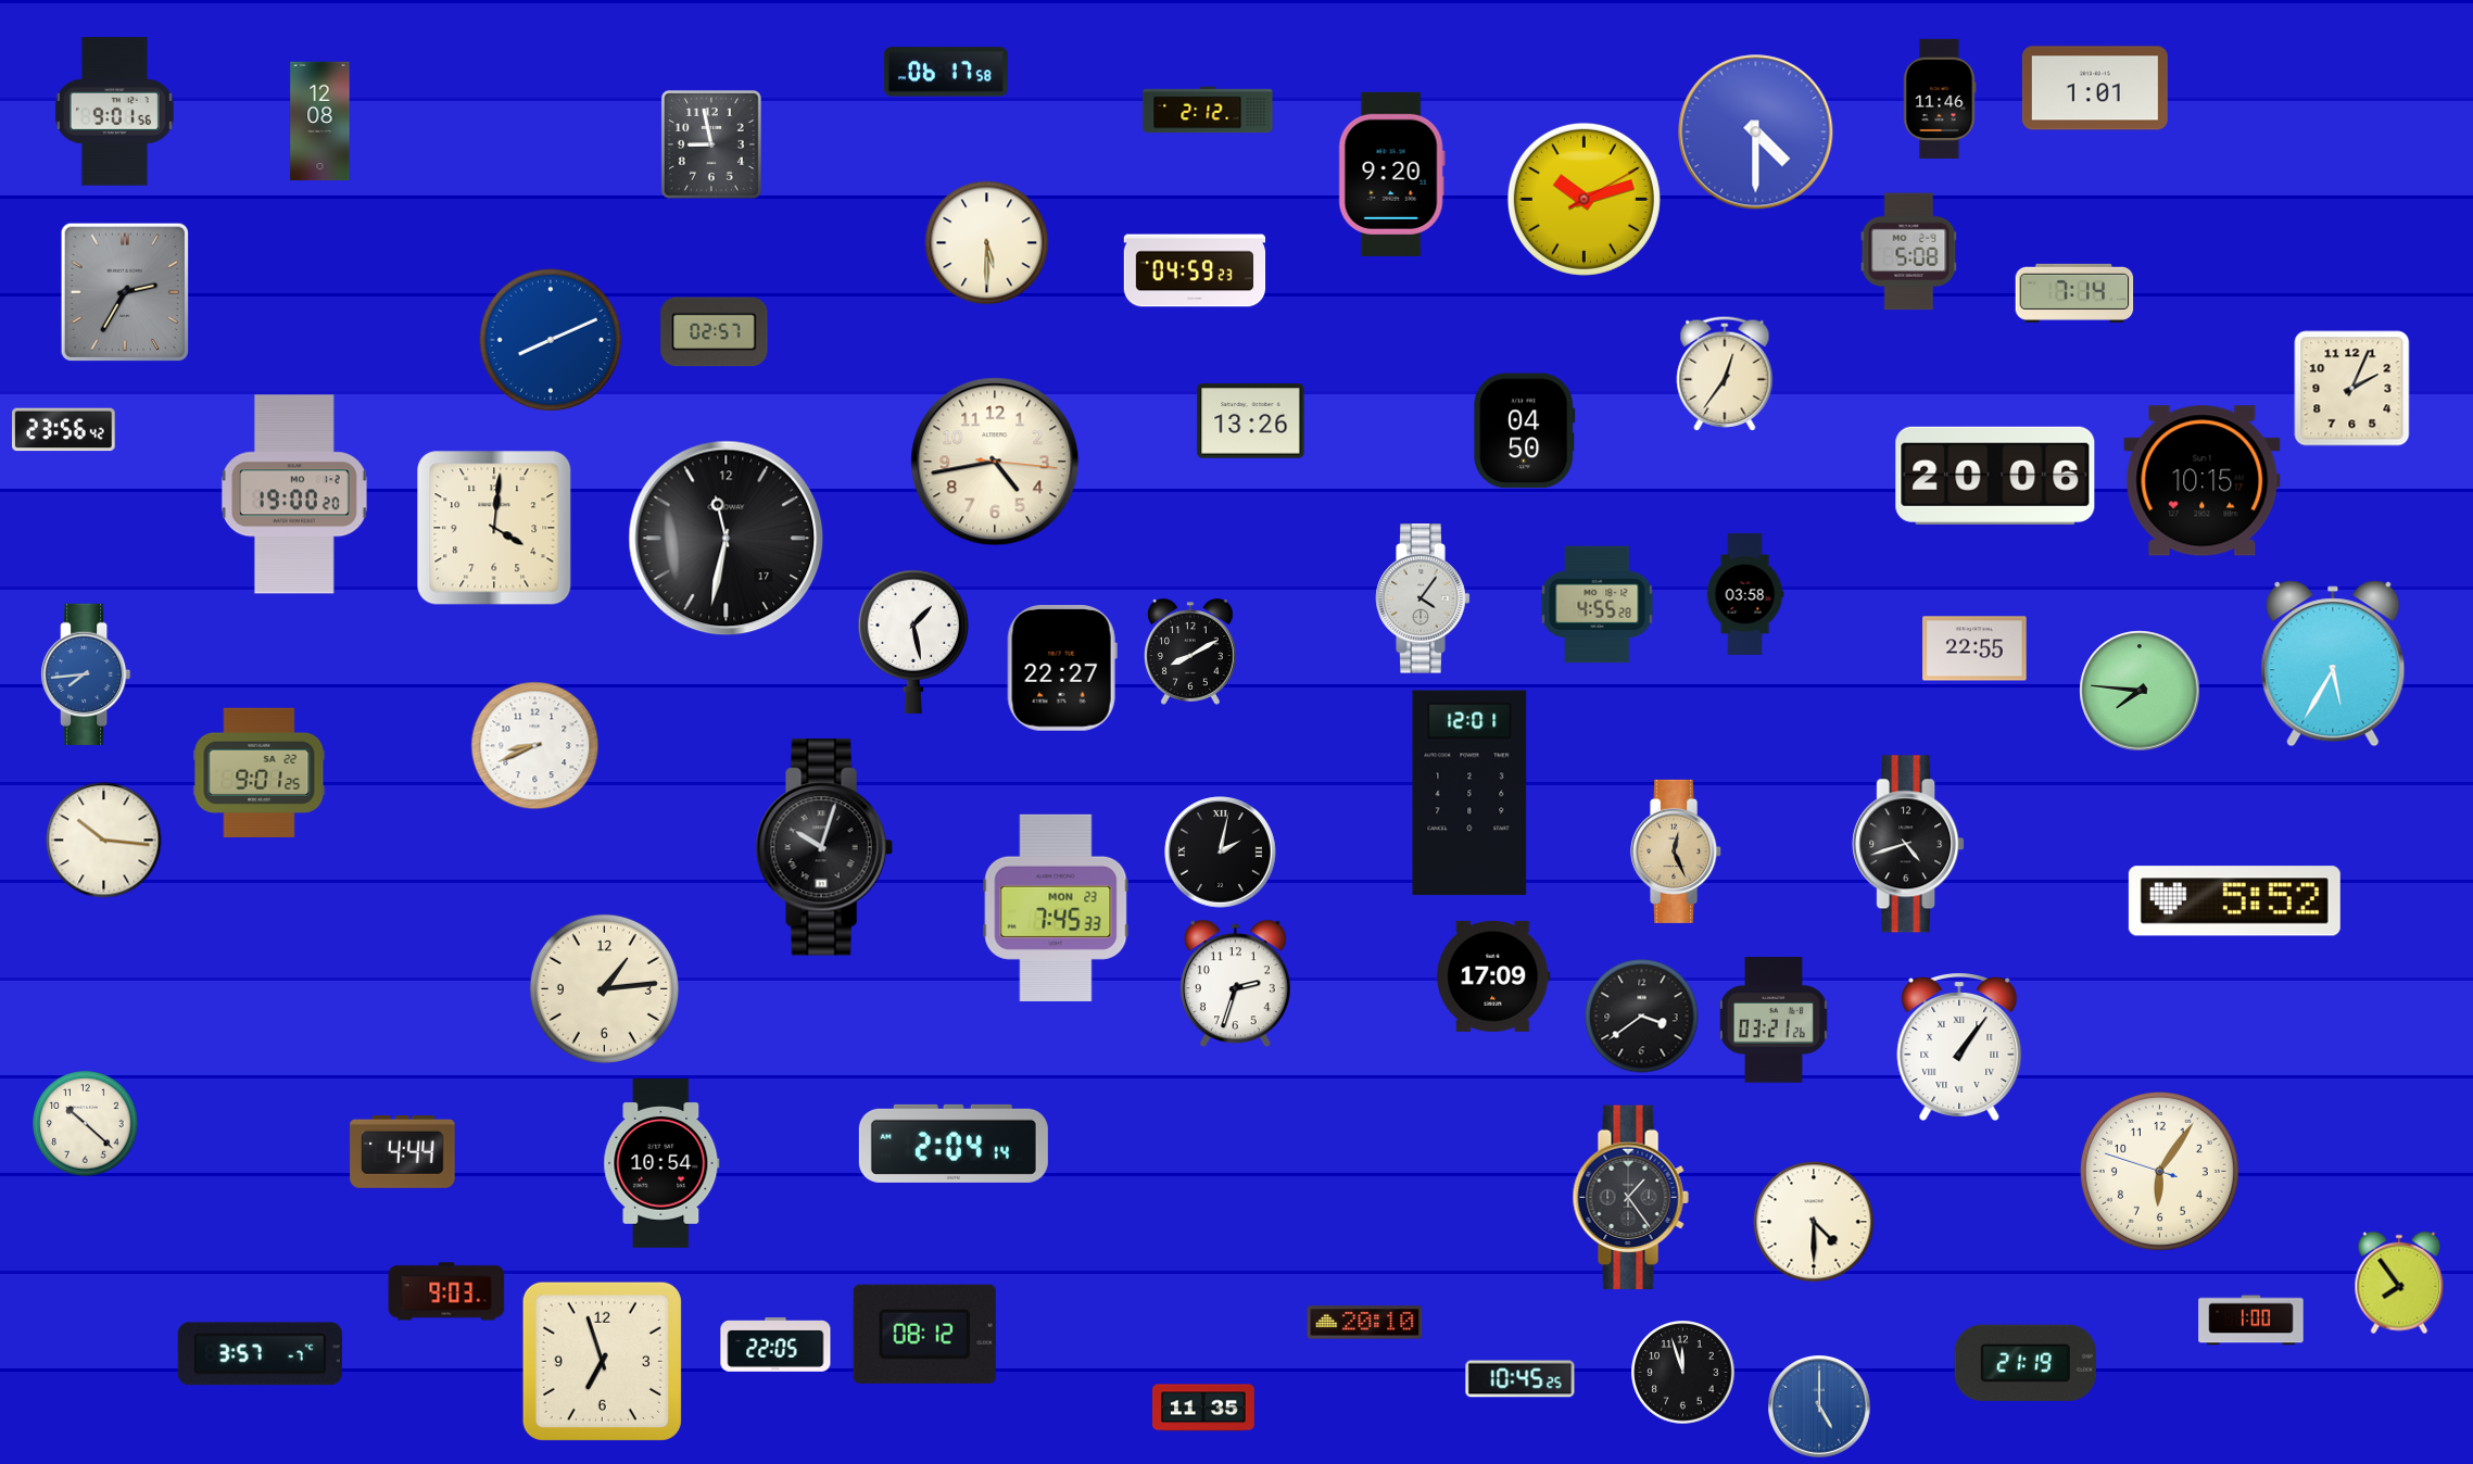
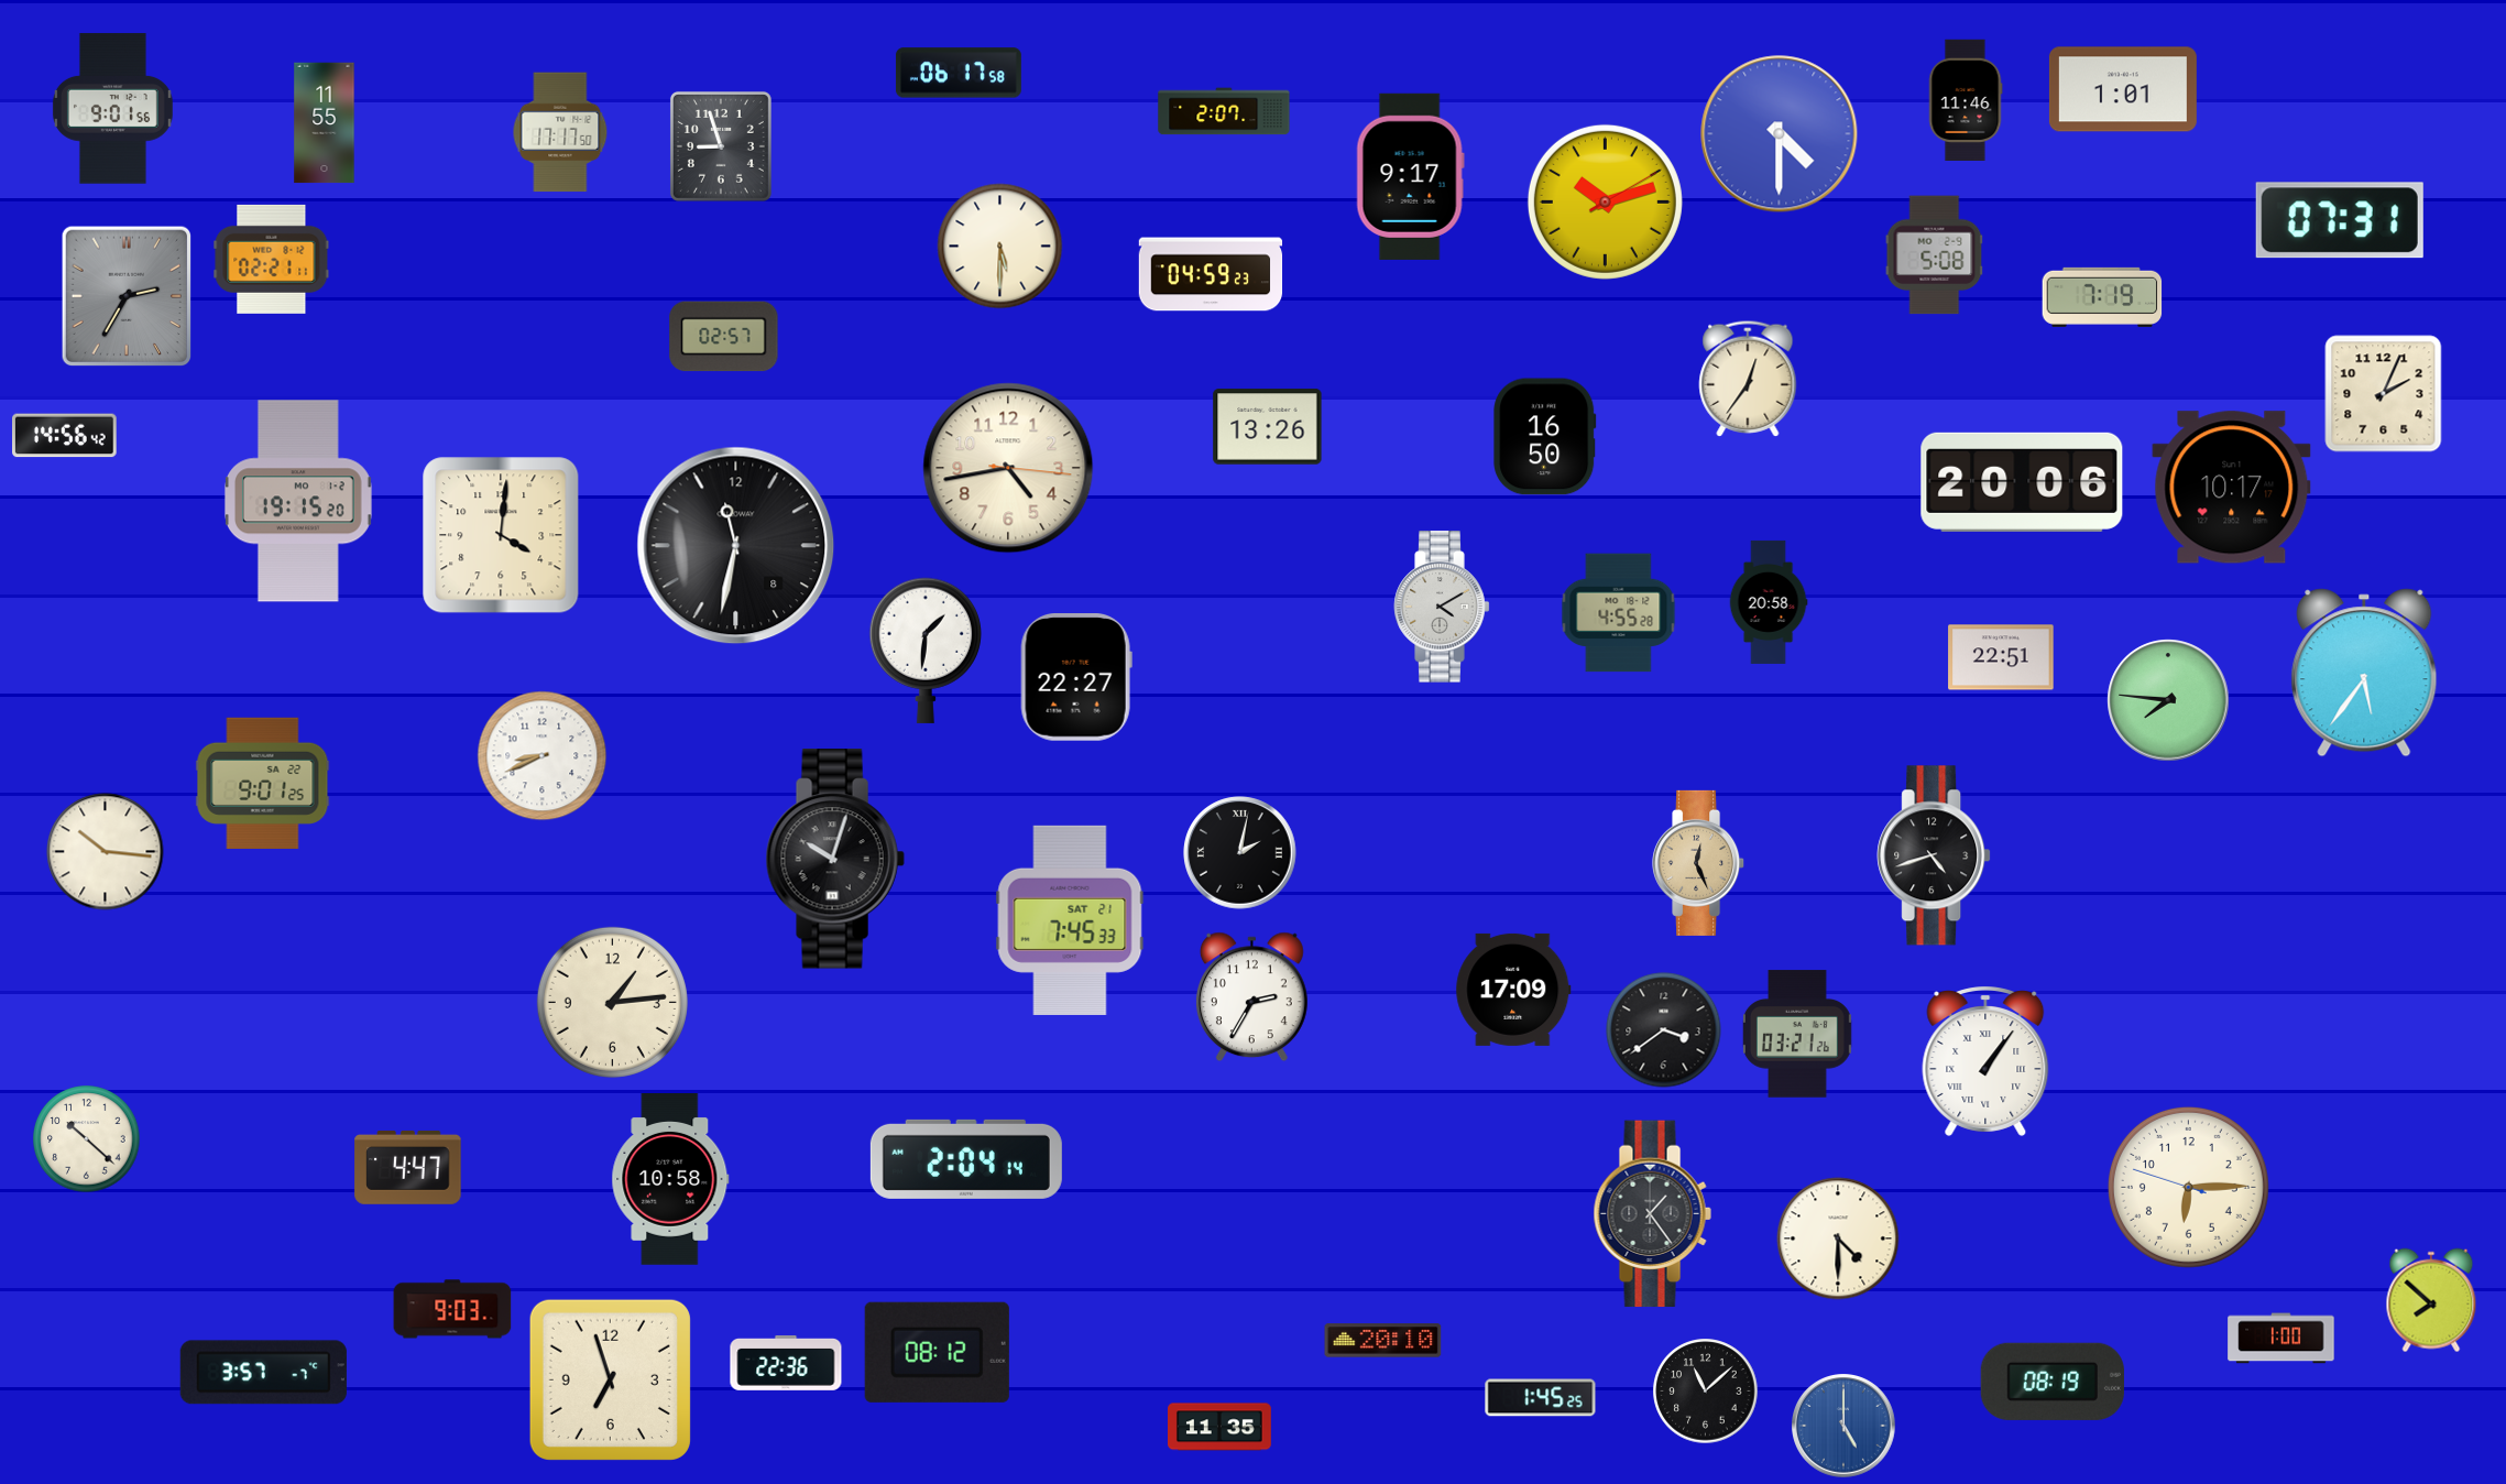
clock at (1208, 110): 2:12 -> 2:07
clock at (114, 112) position: (114, 112) -> (112, 109)
clock at (320, 122): 12:08 -> 11:55
clock at (560, 132): none -> 17:17
clock at (711, 144): 8:58 -> 8:57
clock at (1391, 174): 9:20 -> 9:17
clock at (2340, 220): none -> 07:31
clock at (272, 259): none -> 02:21
clock at (2074, 293): 7:14 -> 7:19
clock at (551, 340): 8:11 -> none
clock at (64, 430): 23:56 -> 14:56
clock at (1525, 431): 04:50 -> 16:50
clock at (2203, 481): 10:15 -> 10:17
clock at (294, 494): 19:00 -> 19:15
clock at (727, 539) date: 17 -> 8
clock at (1745, 594): 03:58 -> 20:58
clock at (1423, 598): 4:06 -> 4:10
clock at (913, 642): 1:28 -> 1:31
clock at (1974, 648): 22:55 -> 22:51
clock at (1191, 652): 8:10 -> none
clock at (2333, 664): 5:35 -> 5:36
clock at (87, 673): 7:44 -> none
clock at (1469, 793): 12:01 -> none
clock at (1221, 853) position: (1221, 853) -> (1240, 853)
clock at (2234, 901): 5:52 -> none
clock at (1056, 908) date: MON 23 -> SAT 21
clock at (1235, 984): 2:33 -> 2:35
clock at (403, 1151): 4:44 -> 4:47
clock at (661, 1164): 10:54 -> 10:58
clock at (2159, 1171): 6:05 -> 6:14
clock at (2399, 1283): 7:54 -> 7:52
clock at (775, 1345): 22:05 -> 22:36
clock at (2026, 1363): 21:19 -> 08:19
clock at (1683, 1373): 11:57 -> 11:08
clock at (1521, 1379): 10:45 -> 1:45
